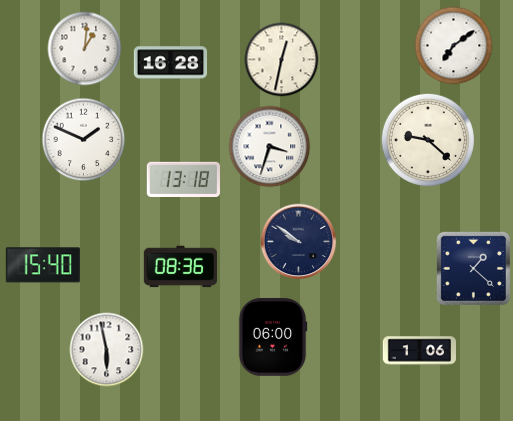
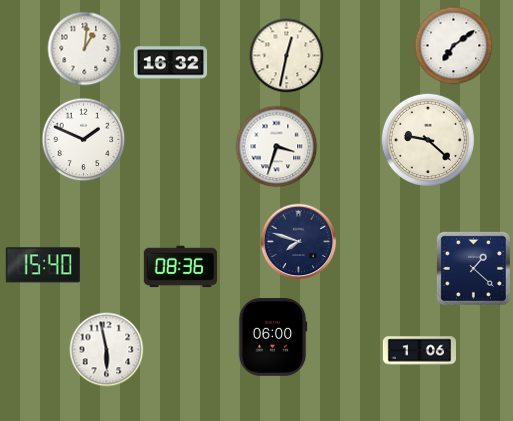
clock at (282, 60) position: (282, 60) -> (287, 56)
clock at (171, 63): 16:28 -> 16:32
clock at (270, 147) position: (270, 147) -> (277, 147)
clock at (183, 179): 13:18 -> none
clock at (299, 242): 9:51 -> 7:48
